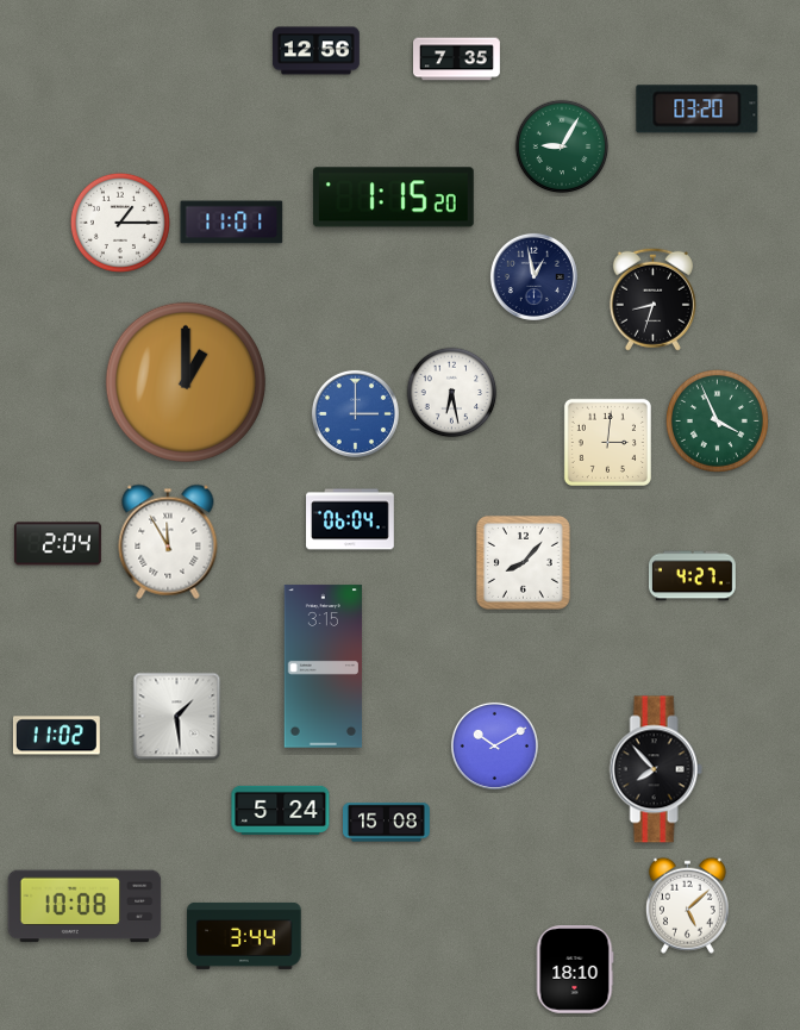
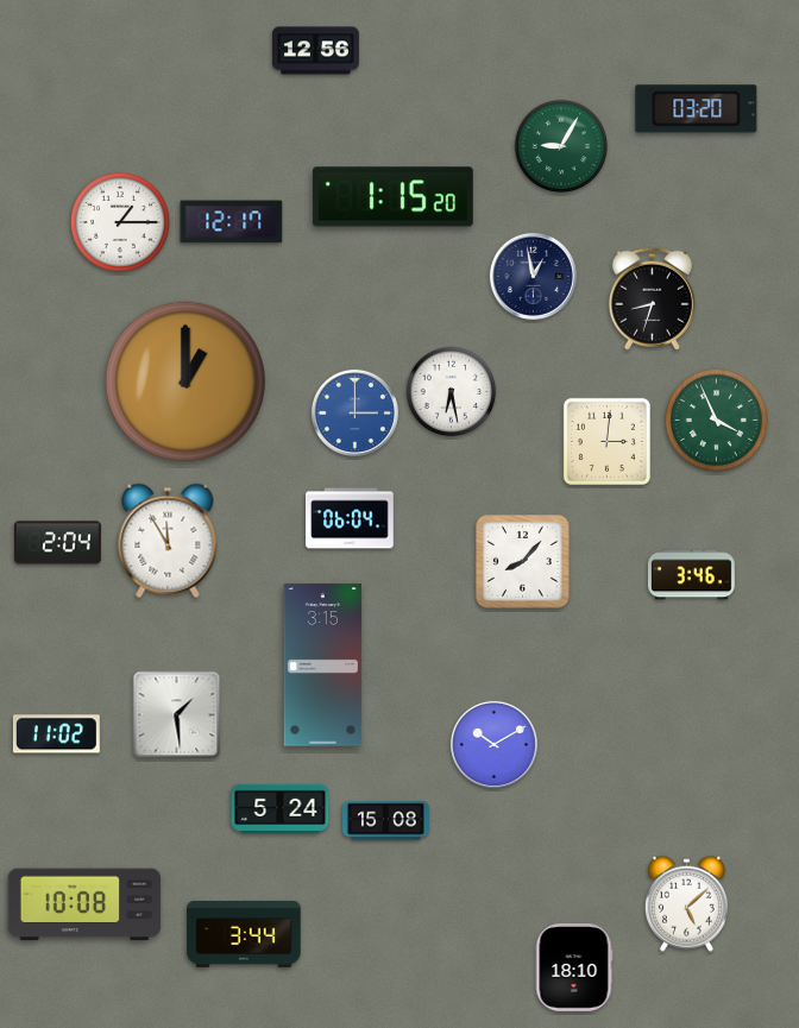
clock at (457, 60): 7:35 -> none
clock at (232, 223): 11:01 -> 12:17
clock at (692, 576): 4:27 -> 3:46
clock at (656, 769): 7:53 -> none
